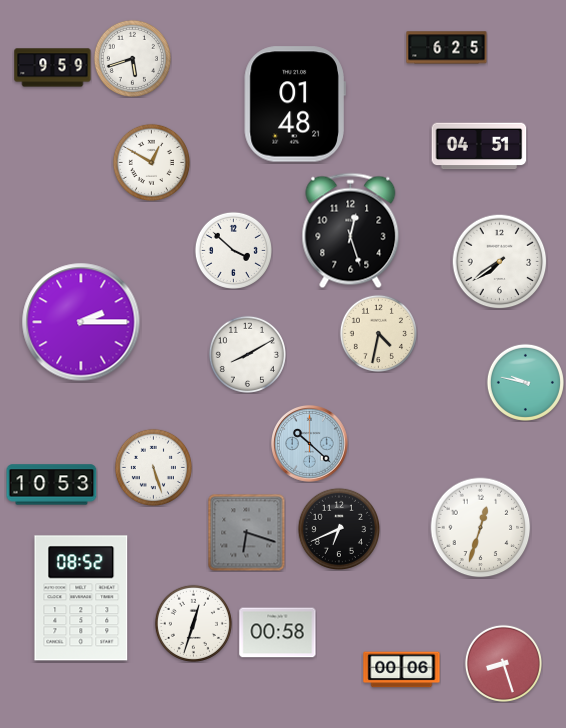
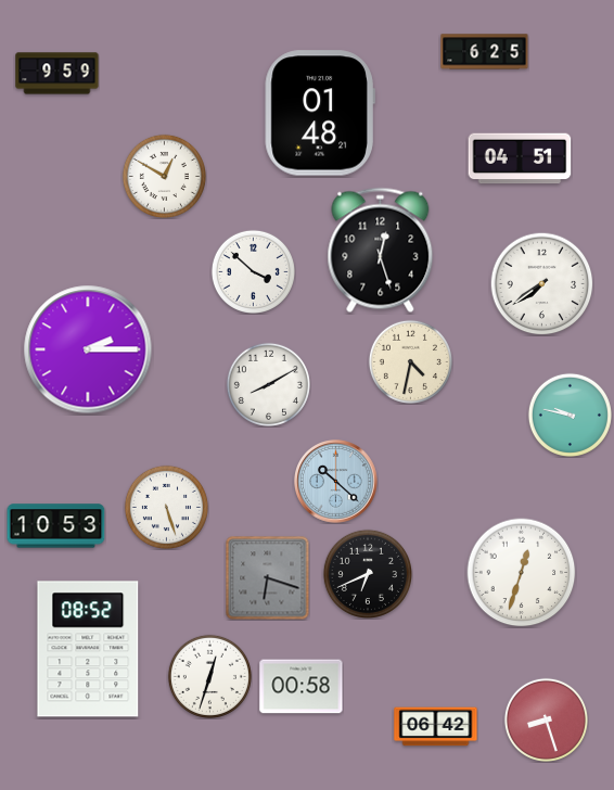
clock at (132, 58): 5:42 -> none
clock at (402, 670): 00:06 -> 06:42
